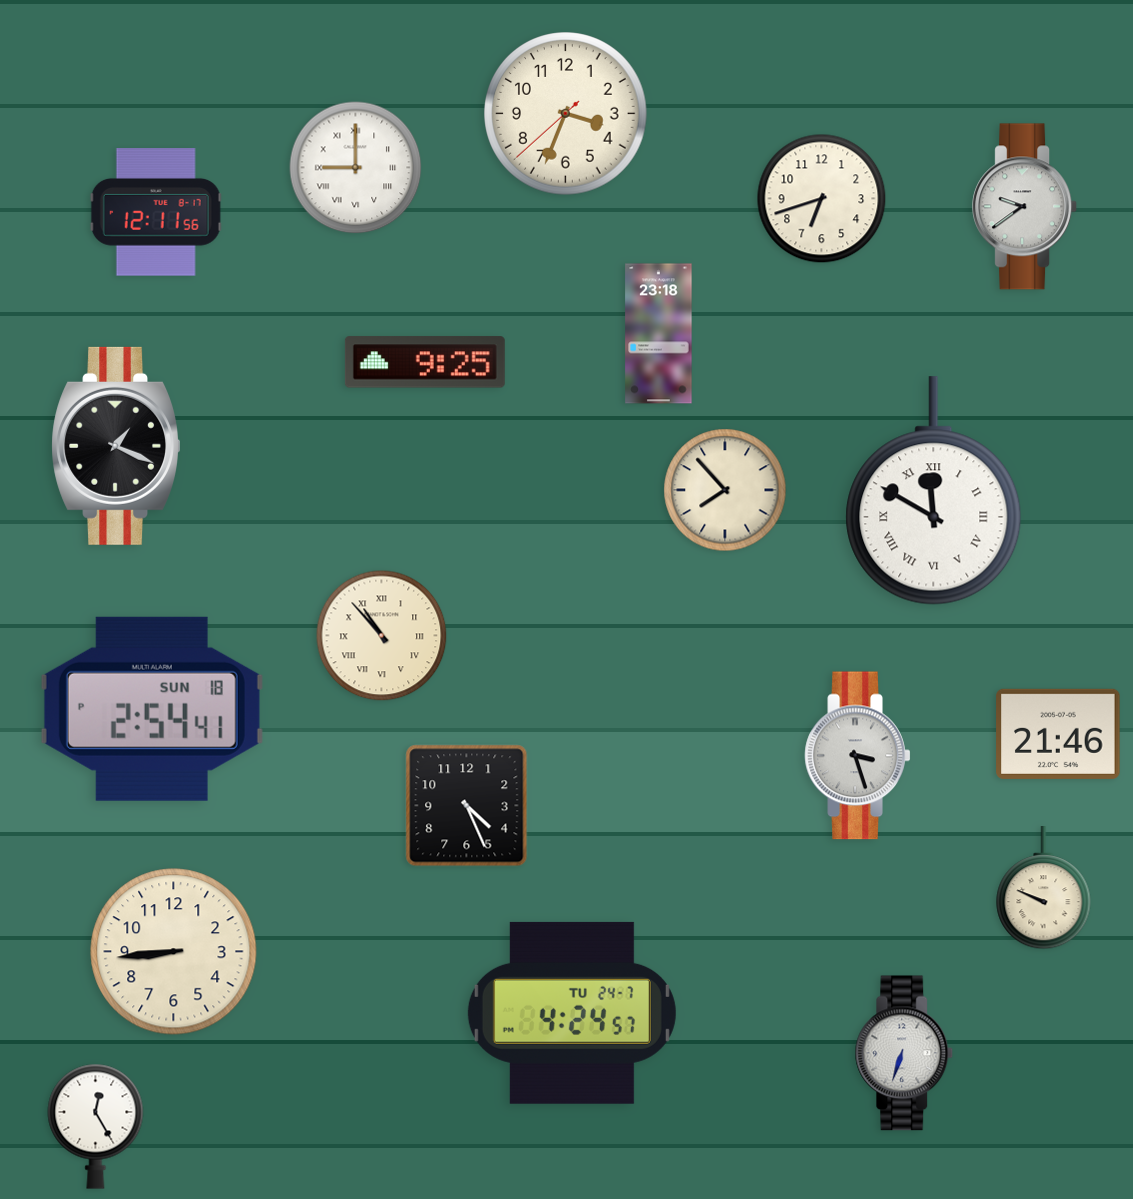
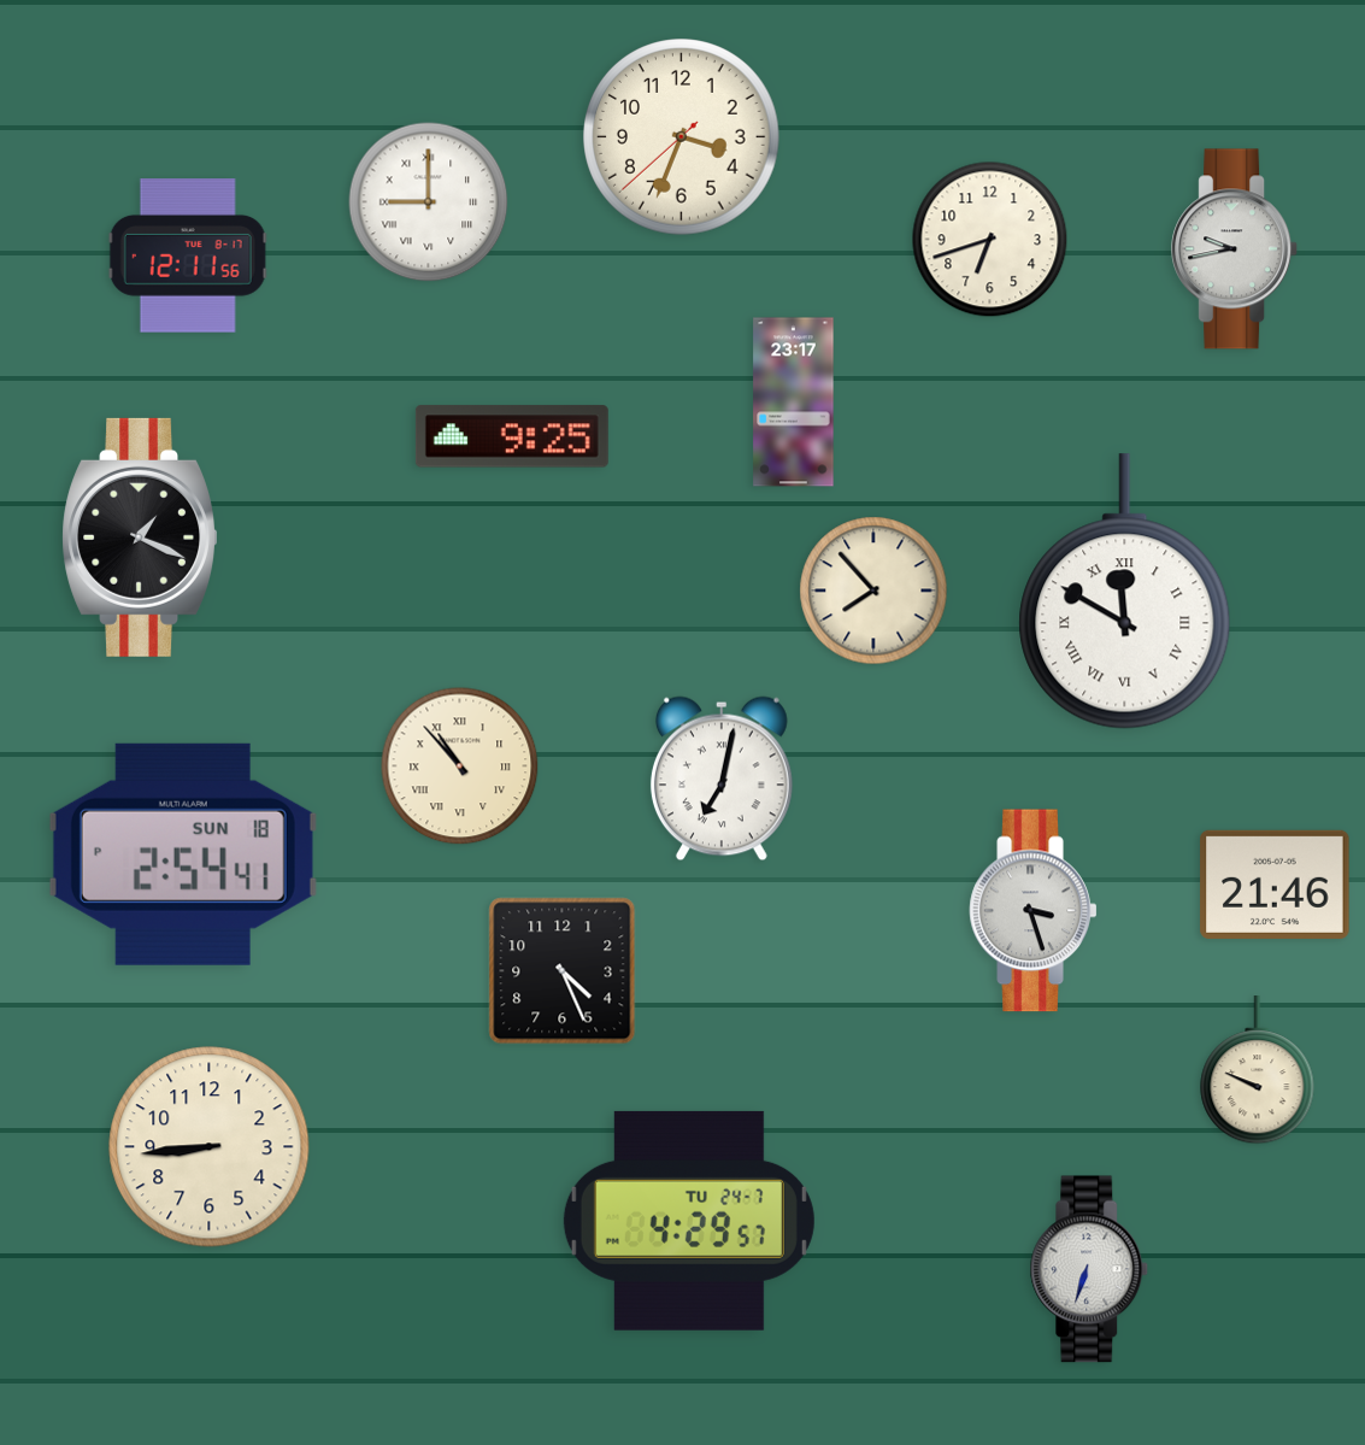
clock at (1025, 207): 9:39 -> 9:43
clock at (659, 334): 23:18 -> 23:17
clock at (722, 779): none -> 7:02
clock at (572, 1013): 4:24 -> 4:29
clock at (96, 1126): 12:25 -> none
